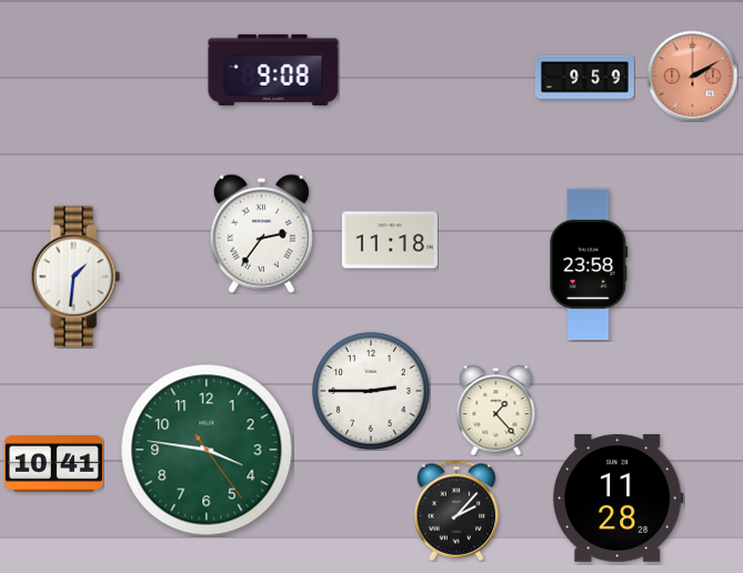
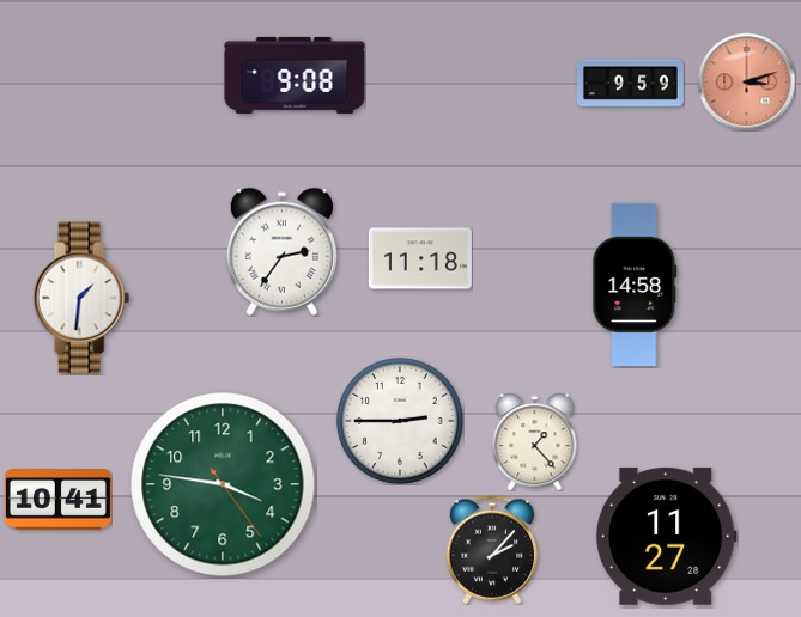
clock at (692, 76): 2:10 -> 3:12
clock at (589, 264): 23:58 -> 14:58
clock at (618, 497): 11:28 -> 11:27
